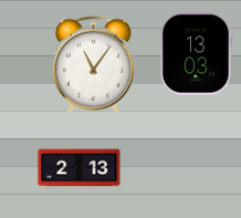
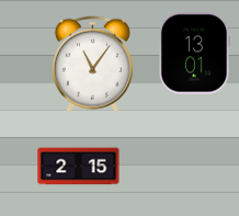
clock at (196, 54): 13:03 -> 13:01
clock at (80, 168): 2:13 -> 2:15
